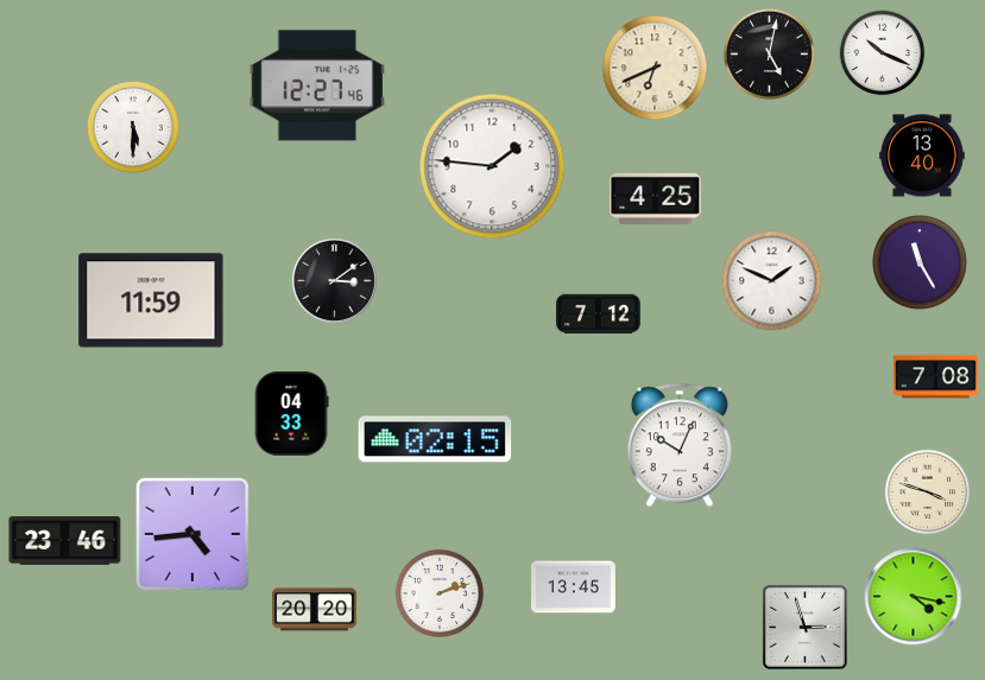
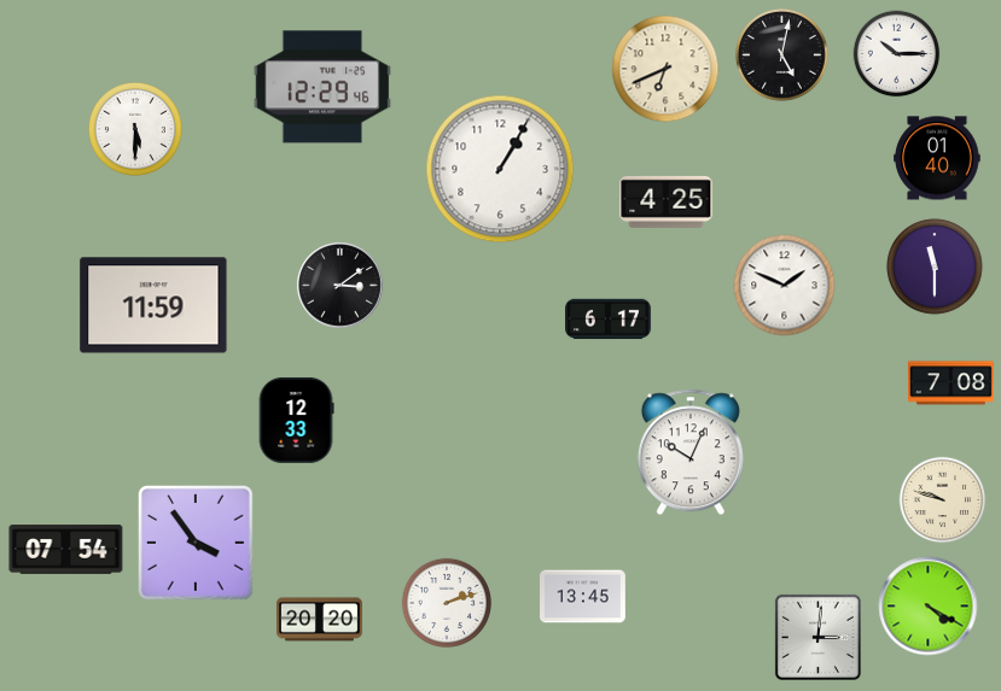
clock at (883, 53): 10:19 -> 10:15
clock at (316, 85): 12:27 -> 12:29
clock at (922, 155): 13:40 -> 01:40
clock at (492, 166): 1:46 -> 1:05
clock at (920, 262): 11:25 -> 11:30
clock at (599, 314): 7:12 -> 6:17
clock at (291, 413): 04:33 -> 12:33
clock at (435, 439): 02:15 -> none
clock at (928, 492): 3:48 -> 9:48
clock at (192, 534): 4:44 -> 3:54
clock at (65, 541): 23:46 -> 07:54
clock at (914, 597): 4:17 -> 4:20
clock at (804, 627): 2:57 -> 3:01
